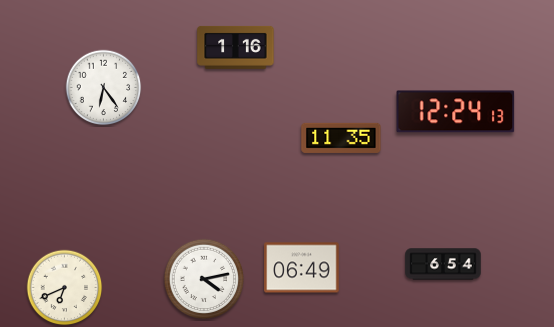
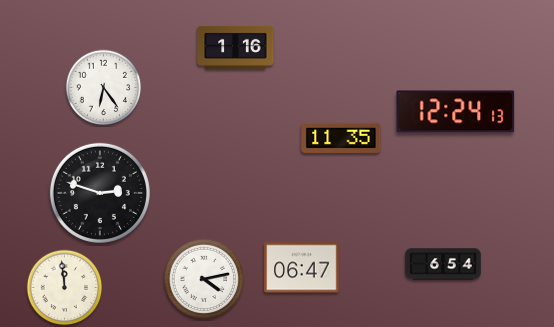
clock at (100, 193): none -> 2:48
clock at (302, 268): 06:49 -> 06:47
clock at (65, 288): 6:41 -> 11:59
